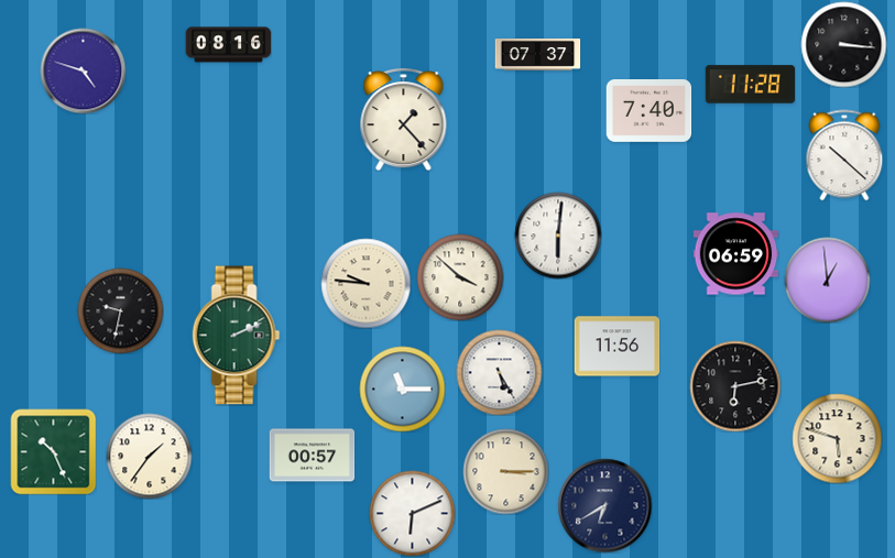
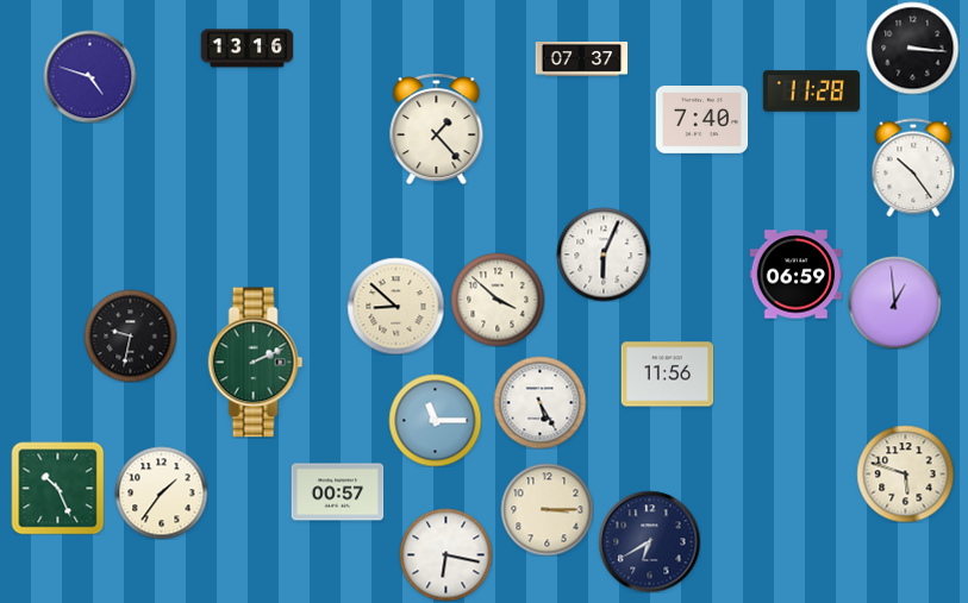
clock at (228, 45): 08:16 -> 13:16
clock at (844, 155): 10:22 -> 10:24
clock at (558, 236): 6:01 -> 6:04
clock at (365, 283): 9:46 -> 8:52
clock at (735, 386): 6:13 -> none
clock at (604, 505) position: (604, 505) -> (649, 541)
clock at (412, 513): 6:11 -> 6:17
